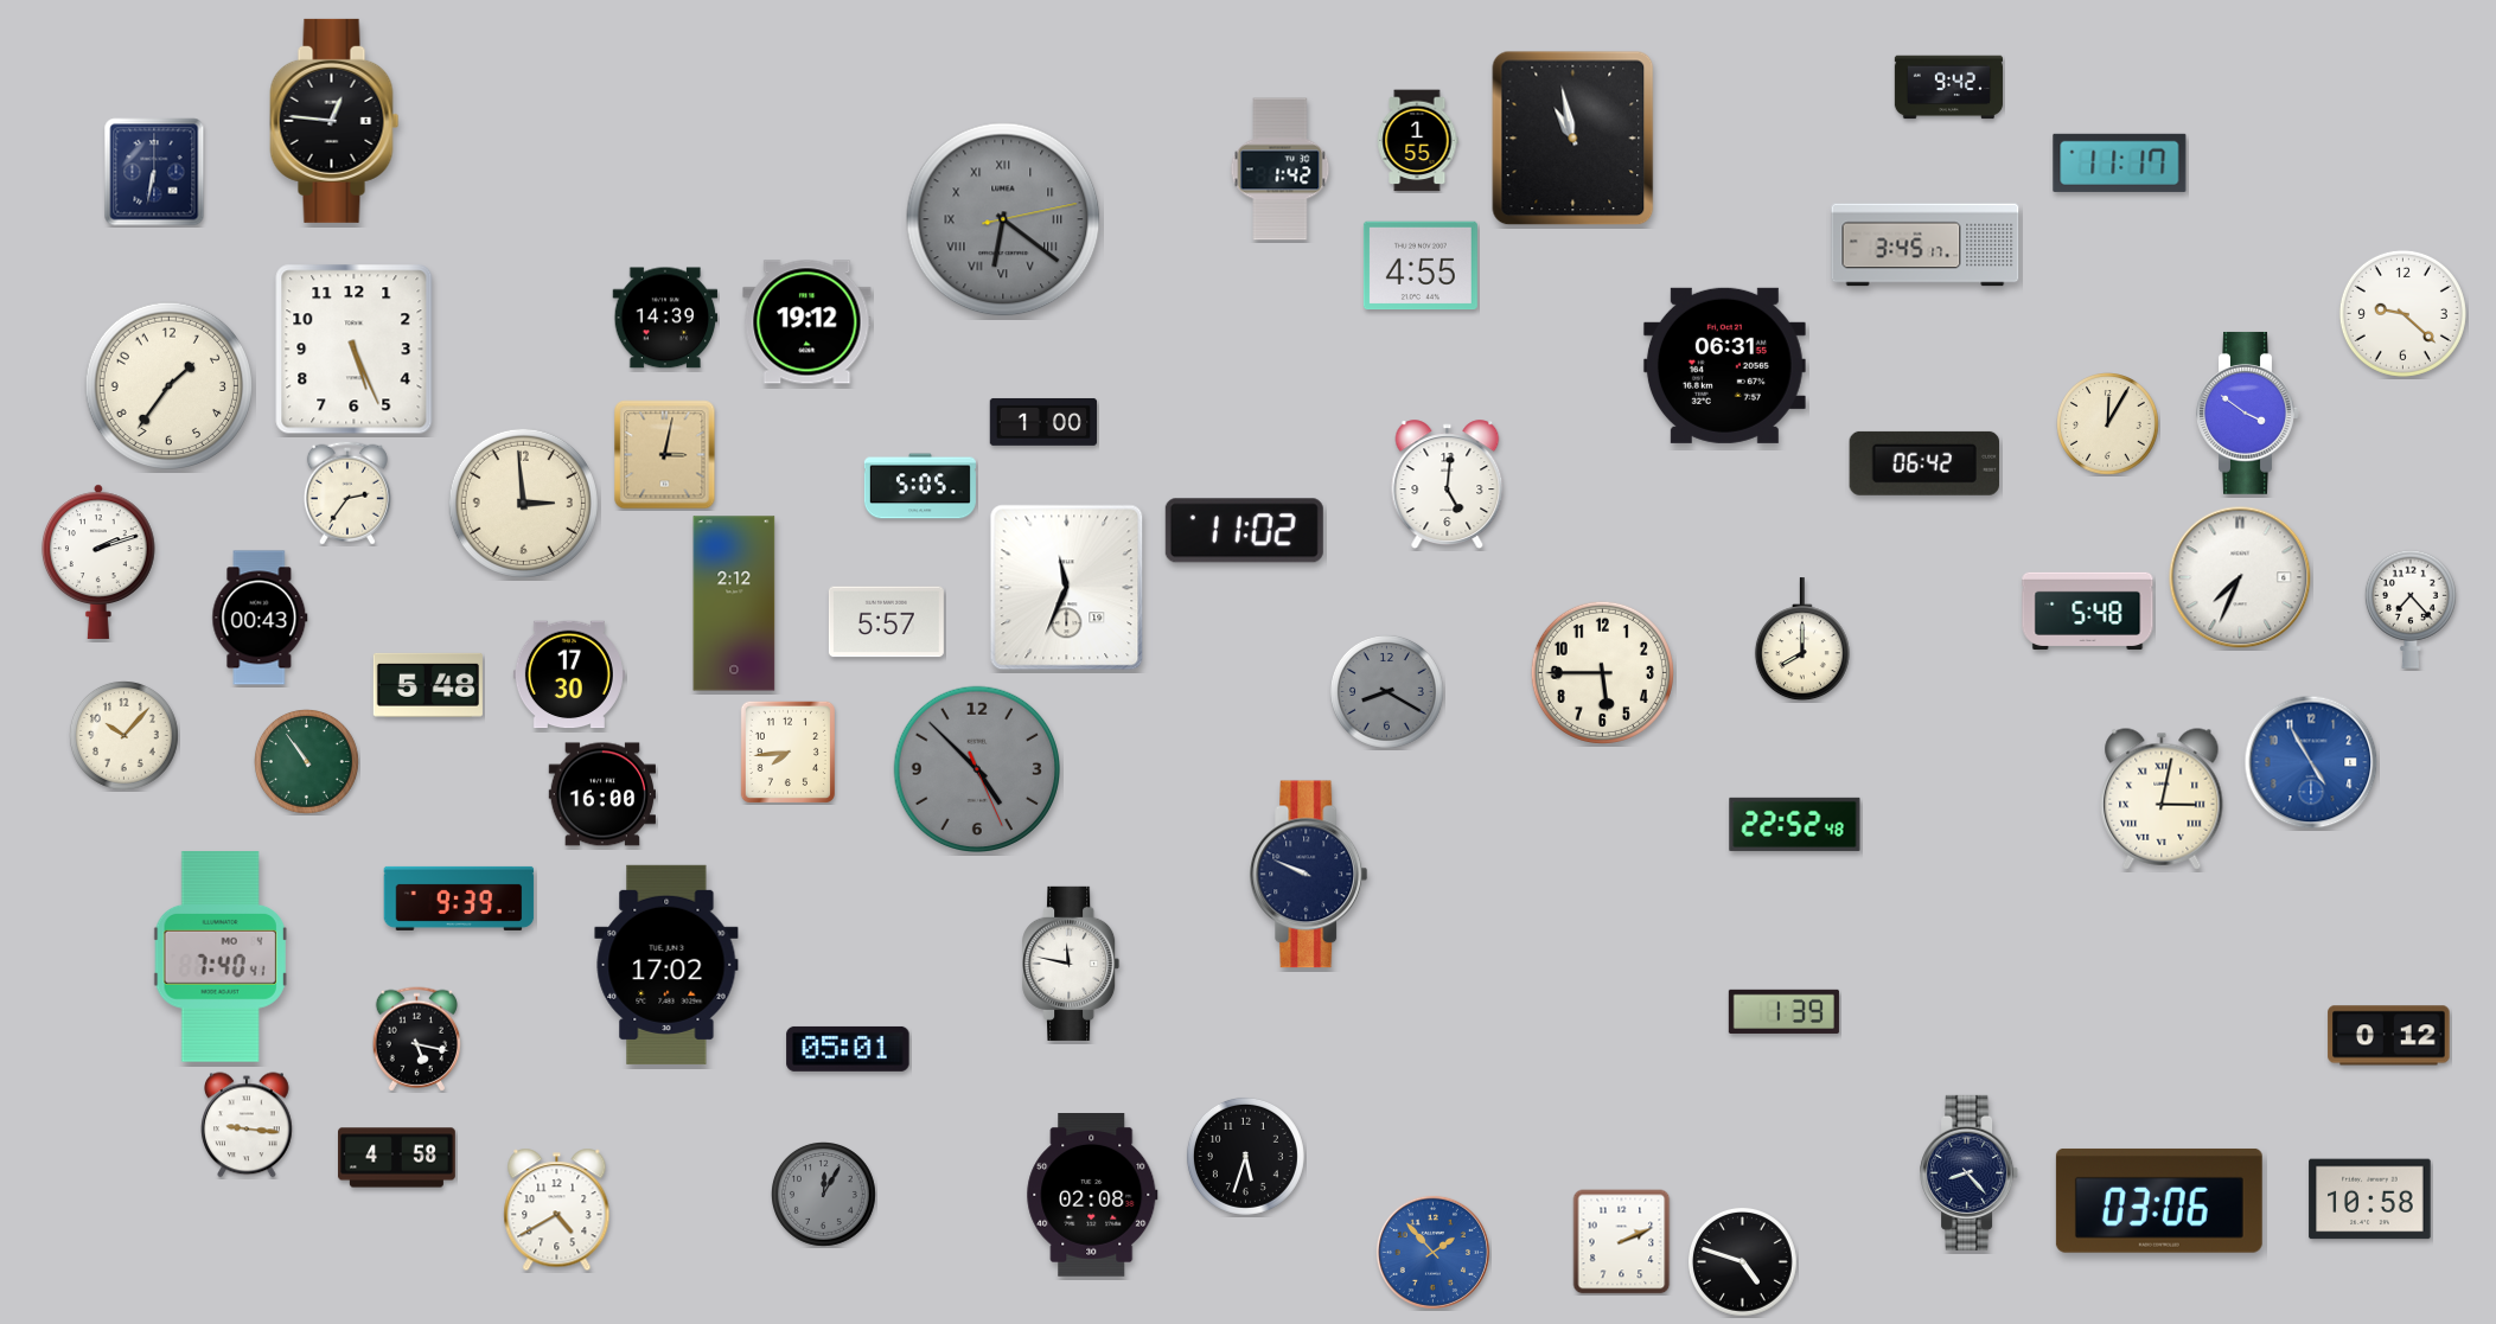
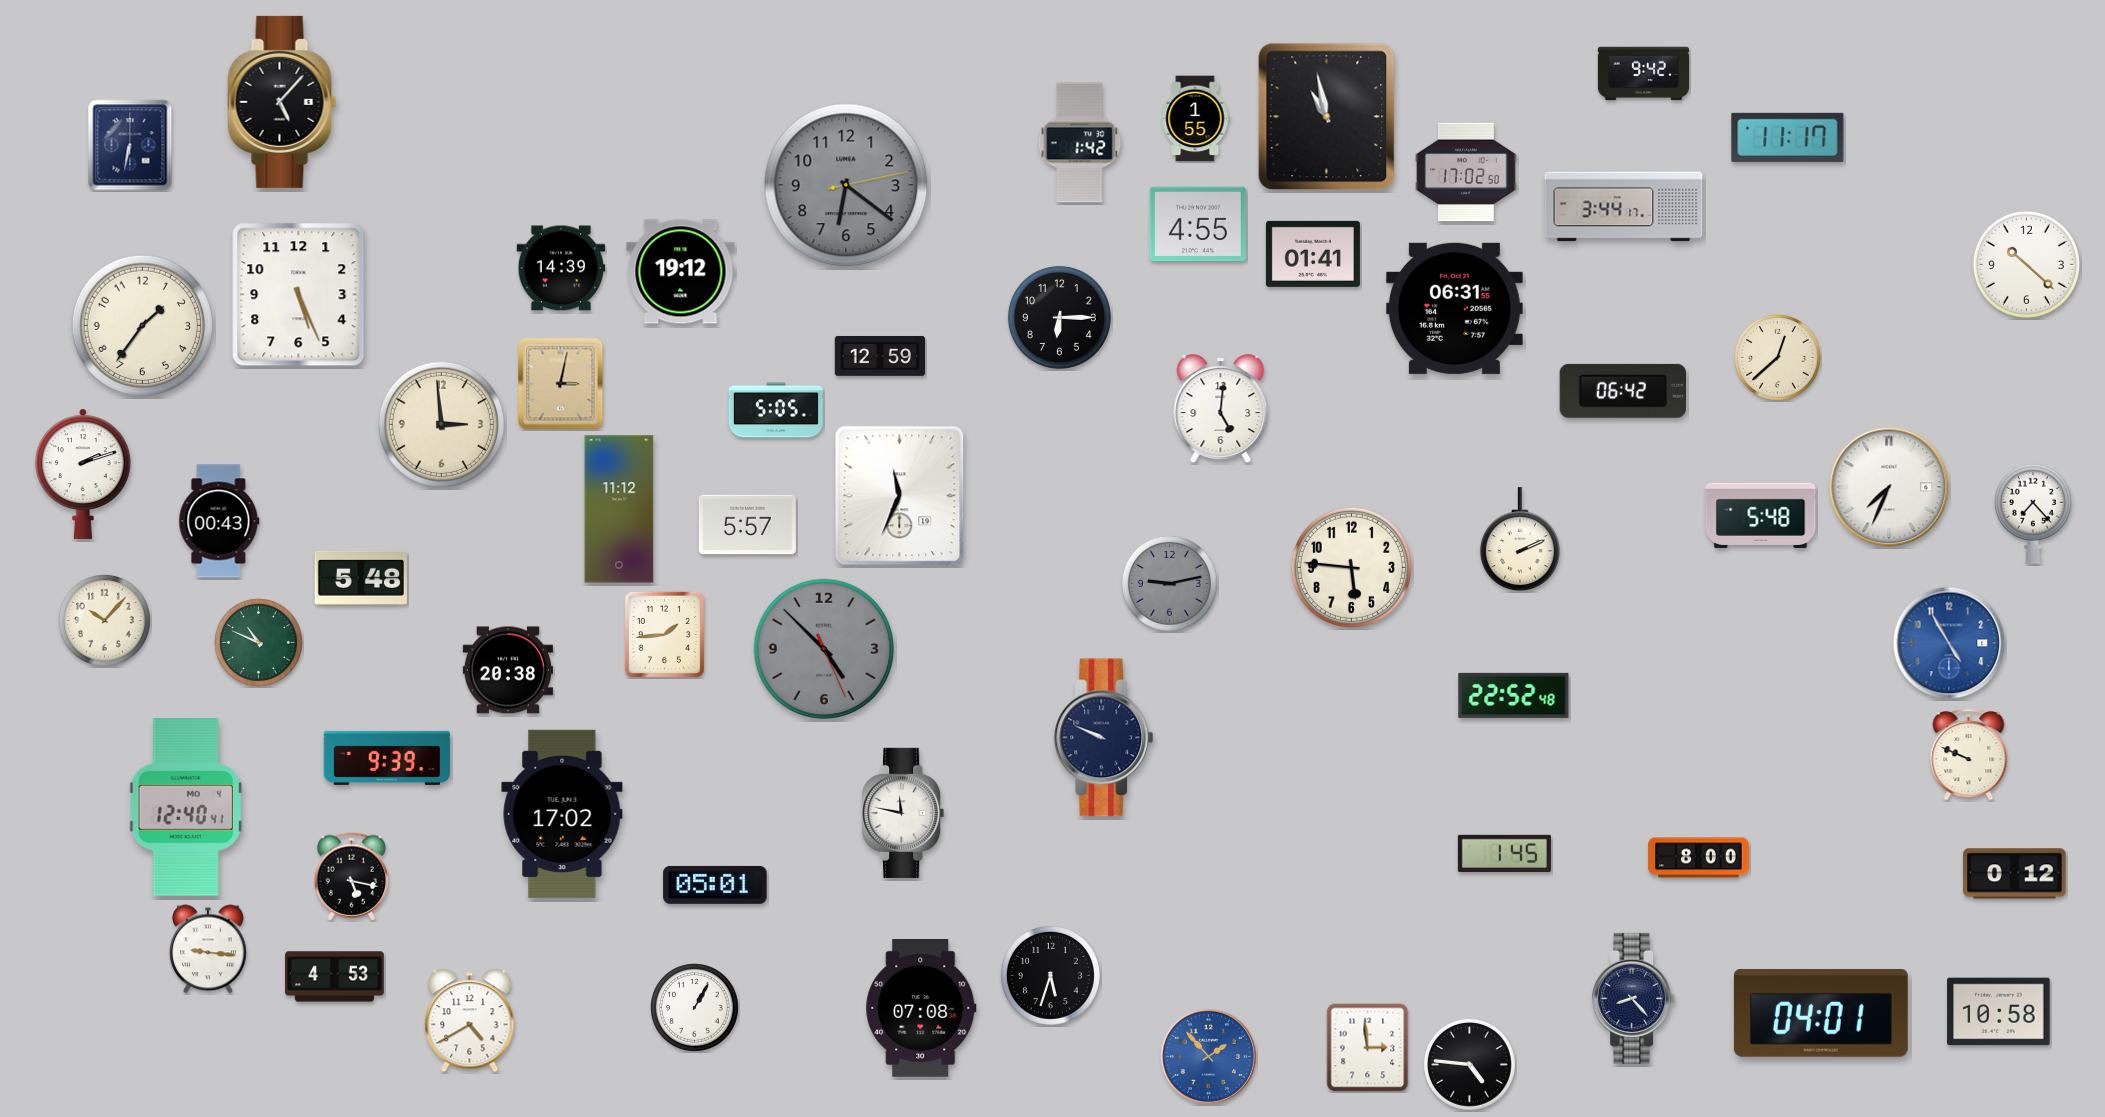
clock at (334, 121): 12:46 -> 5:07
clock at (1466, 172): none -> 17:02
clock at (1003, 219) numerals: Roman -> Arabic
clock at (1926, 245): 3:45 -> 3:44
clock at (1313, 254): none -> 01:41
clock at (2402, 313): 9:22 -> 10:22
clock at (1059, 317): none -> 6:15
clock at (2248, 412): 3:51 -> none
clock at (1043, 422): 1:00 -> 12:59
clock at (2108, 424): 12:05 -> 12:38
clock at (347, 493): 2:36 -> none
clock at (1244, 531): 11:02 -> none
clock at (734, 603): 2:12 -> 11:12
clock at (1802, 640): 8:00 -> 2:11
clock at (1602, 672): 5:45 -> 5:46
clock at (569, 674): 17:30 -> none
clock at (1386, 691): 8:20 -> 9:13
clock at (787, 751): 7:44 -> 1:44
clock at (307, 762): 10:54 -> 10:49
clock at (602, 794): 16:00 -> 20:38
clock at (2162, 799): 3:02 -> none
clock at (1969, 755): none -> 9:49
clock at (221, 957): 7:40 -> 12:40
clock at (1783, 1011): 1:39 -> 1:45
clock at (1699, 858): none -> 8:00
clock at (397, 1158): 4:58 -> 4:53
clock at (1970, 1172) position: (1970, 1172) -> (1634, 998)
clock at (824, 1195): 12:05 -> 1:05
clock at (824, 1195) dial: grey -> white
clock at (1092, 1196): 02:08 -> 07:08
clock at (2159, 1201): 03:06 -> 04:01
clock at (1622, 1242): 2:11 -> 2:59
clock at (1742, 1261): 4:48 -> 4:46
